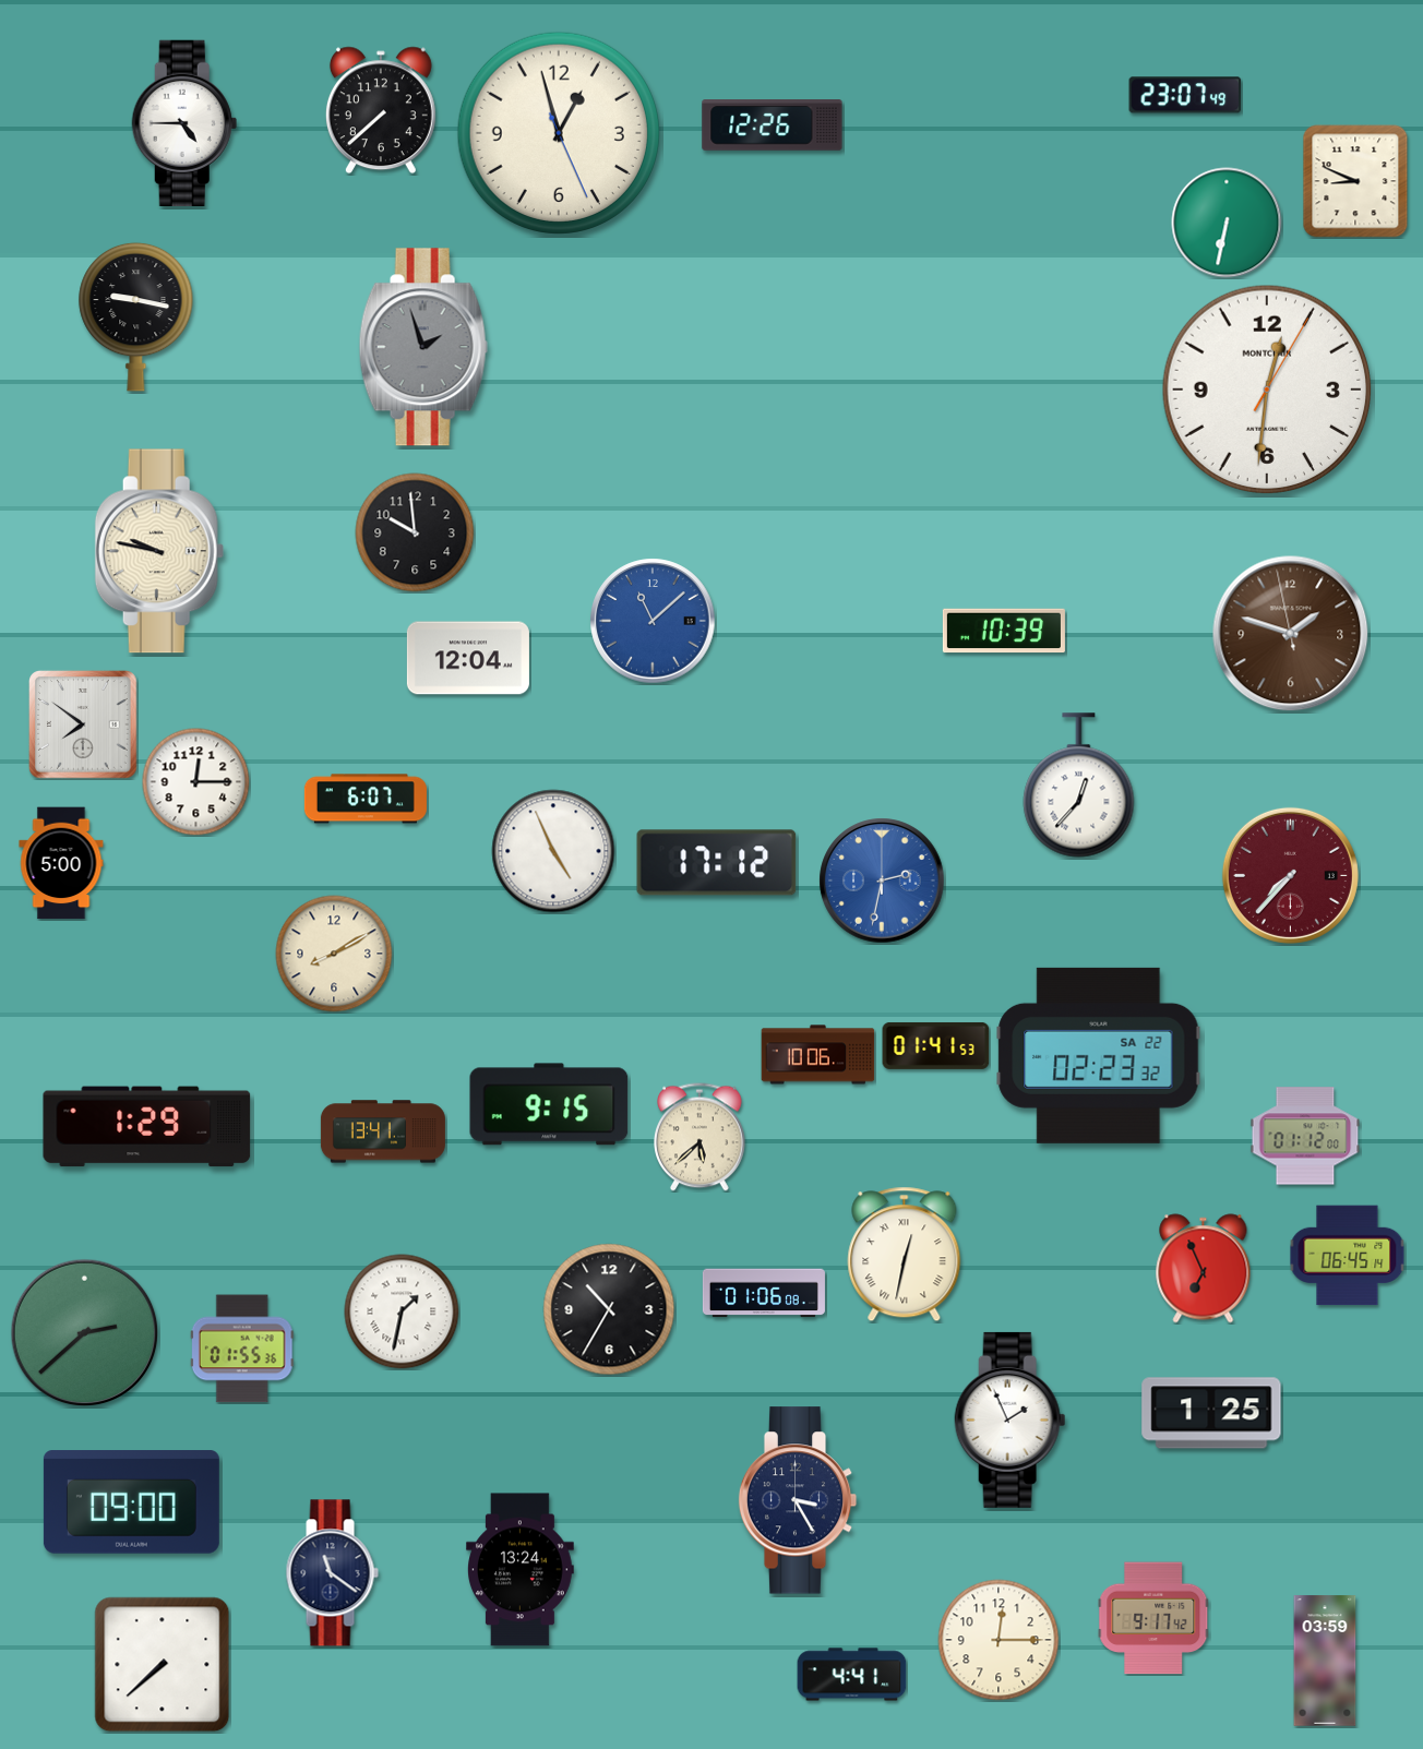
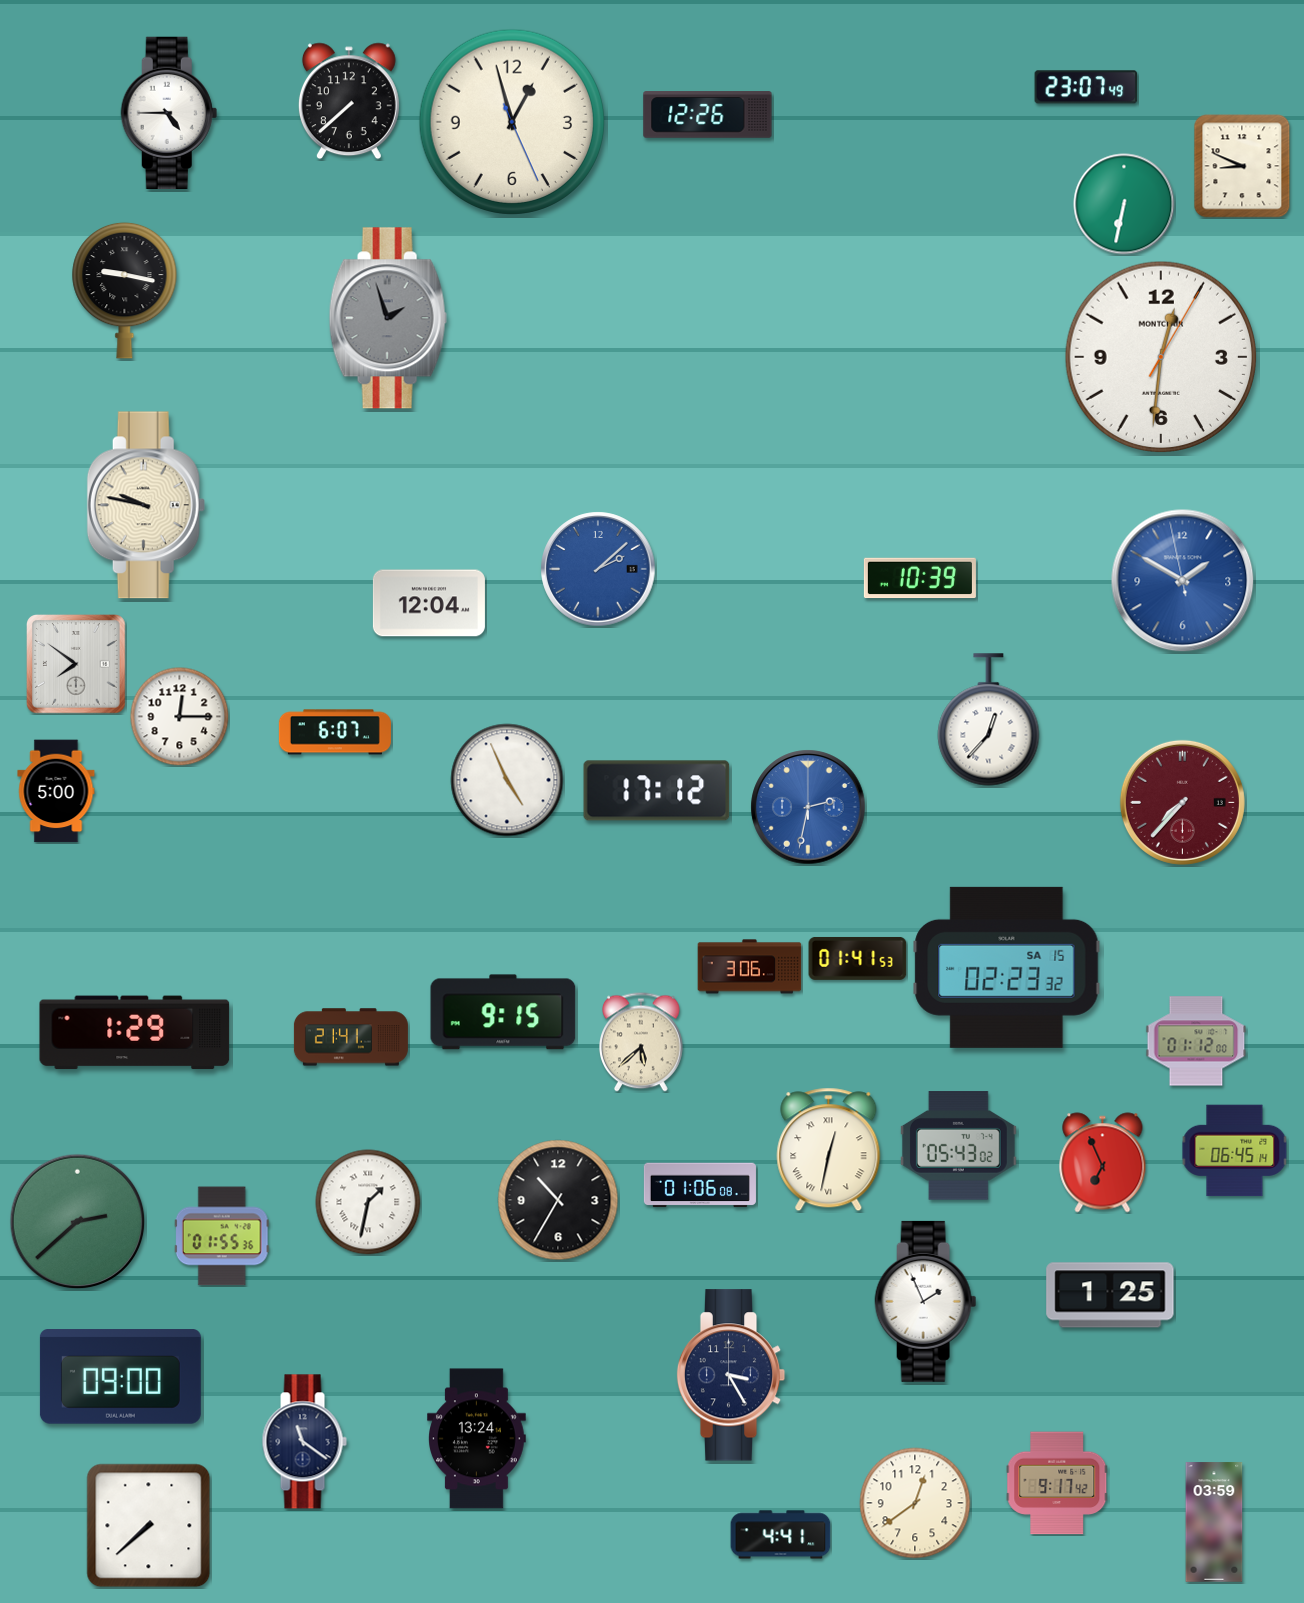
clock at (415, 532): 9:59 -> none
clock at (653, 621): 11:08 -> 2:08
clock at (1291, 634): 1:47 -> 1:49
clock at (1291, 634) dial: brown -> blue
clock at (334, 954): 8:10 -> none
clock at (818, 1055): 10:06 -> 3:06
clock at (1099, 1055) date: SA 22 -> SA 15
clock at (383, 1131): 13:41 -> 21:41
clock at (958, 1146): none -> 05:43
clock at (999, 1640): 12:15 -> 12:39
